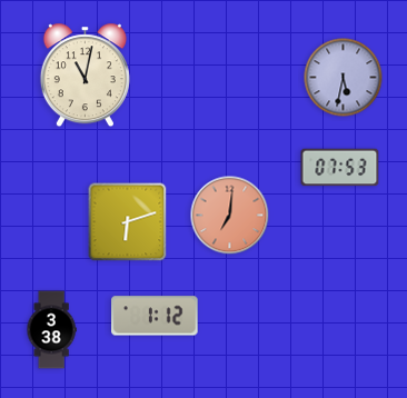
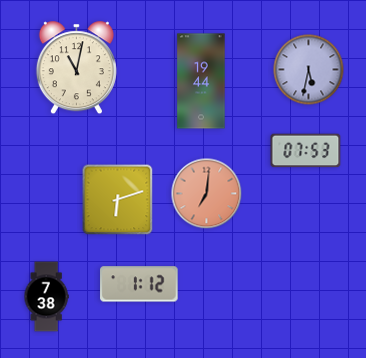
clock at (201, 81): none -> 19:44
clock at (128, 222) position: (128, 222) -> (118, 200)
clock at (51, 330): 3:38 -> 7:38
